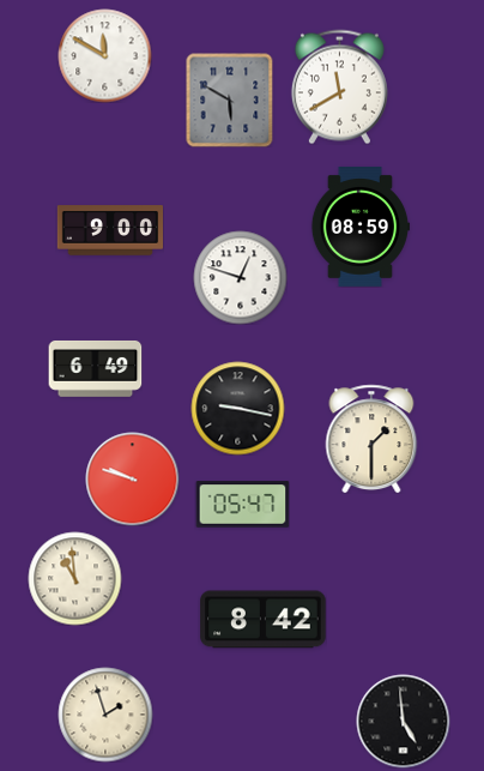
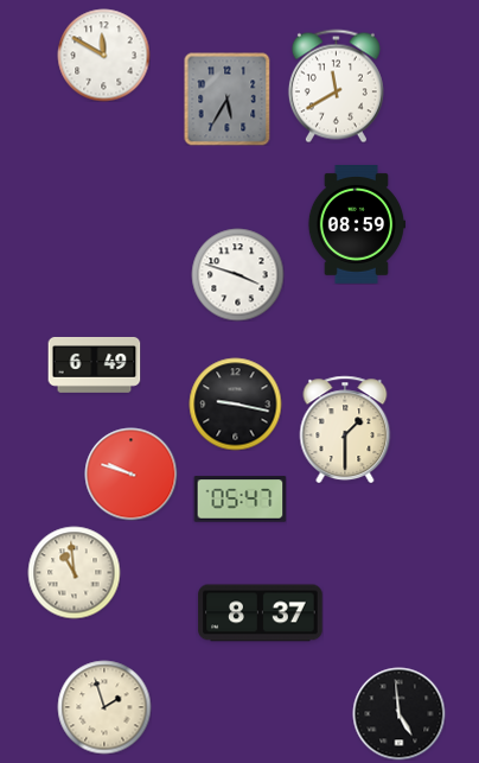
clock at (230, 100): 5:50 -> 5:35
clock at (109, 230): 9:00 -> none
clock at (240, 277): 12:48 -> 3:48
clock at (371, 439) position: (371, 439) -> (345, 430)
clock at (264, 620): 8:42 -> 8:37
